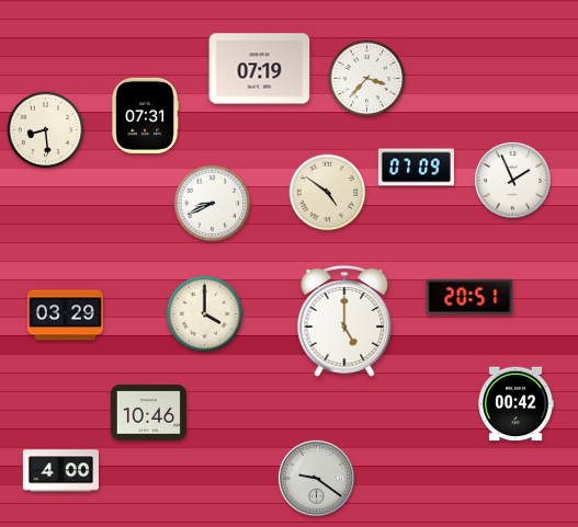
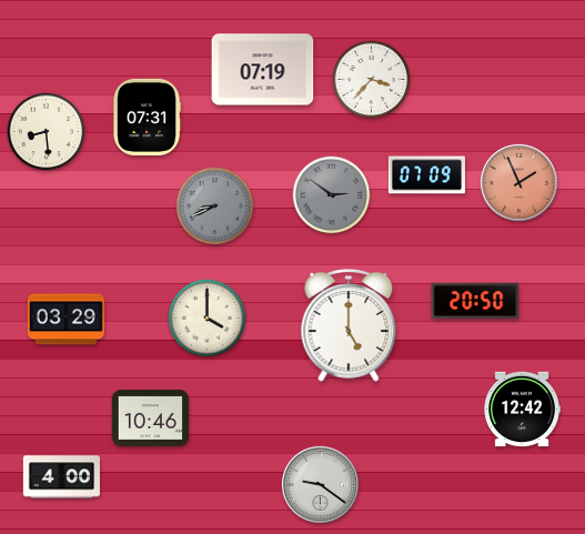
clock at (416, 168) position: (416, 168) -> (426, 175)
clock at (512, 180) dial: white -> salmon
clock at (328, 193): 4:51 -> 2:51
clock at (328, 193) dial: cream -> grey
clock at (213, 204) dial: white -> grey
clock at (469, 297): 20:51 -> 20:50
clock at (515, 404): 00:42 -> 12:42
